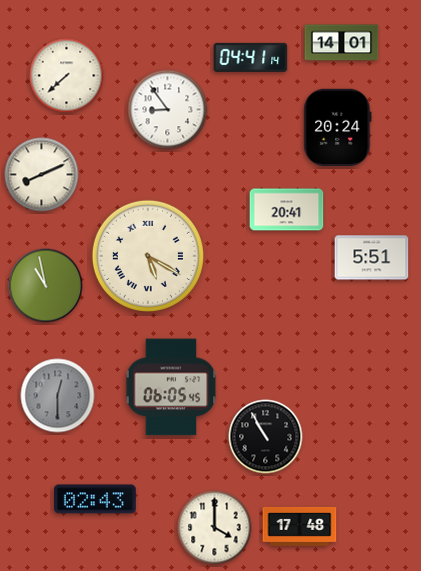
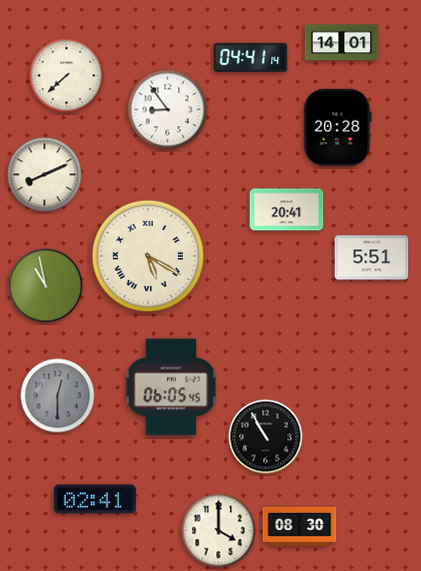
clock at (338, 127): 20:24 -> 20:28
clock at (42, 175) position: (42, 175) -> (45, 175)
clock at (95, 499): 02:43 -> 02:41
clock at (300, 526): 17:48 -> 08:30
clock at (215, 528) position: (215, 528) -> (219, 531)
